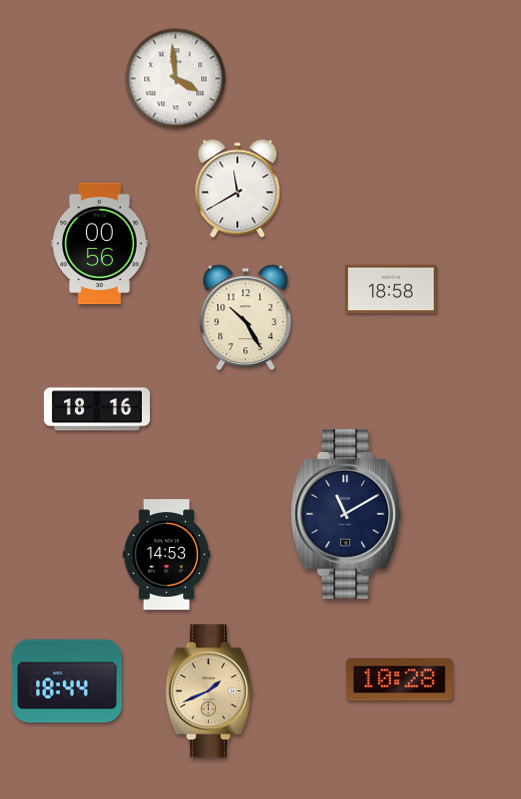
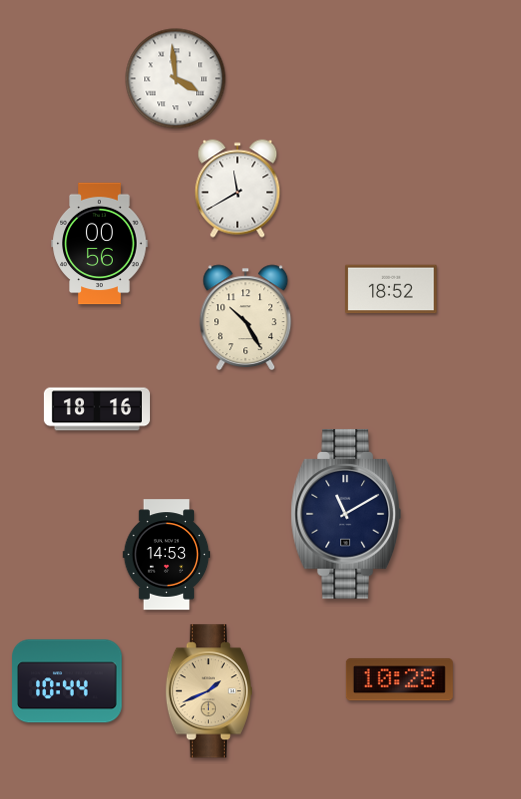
clock at (391, 289): 18:58 -> 18:52
clock at (67, 681): 18:44 -> 10:44
